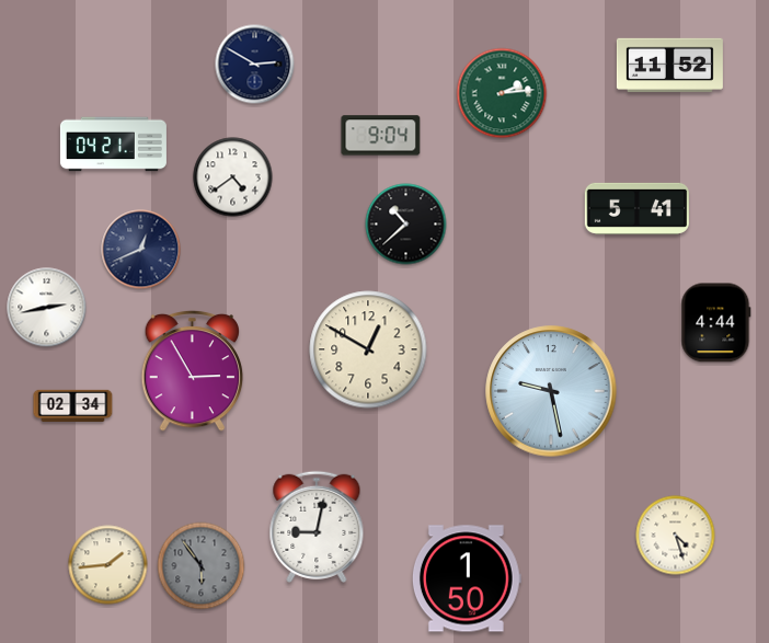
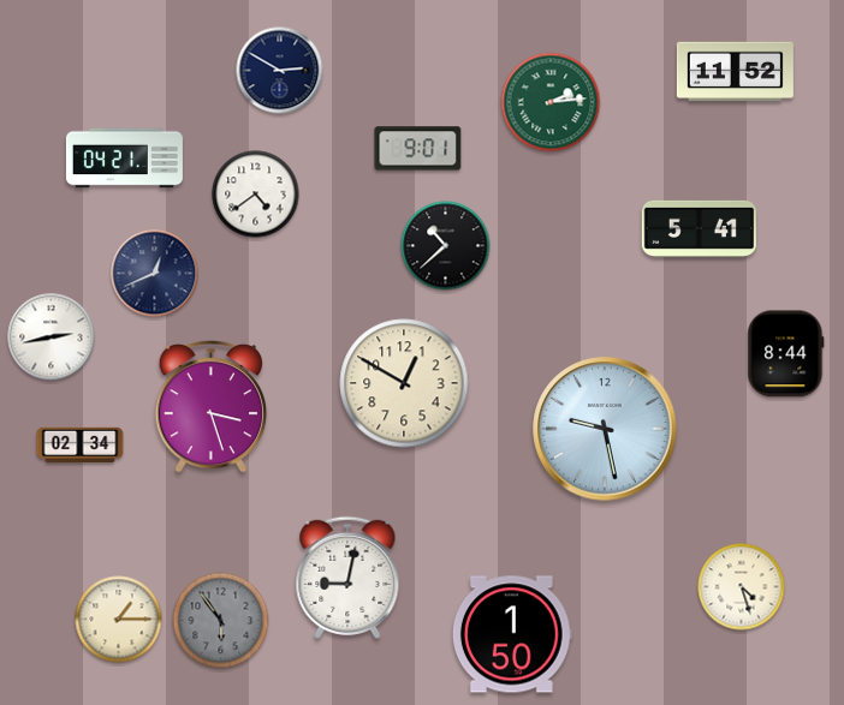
clock at (381, 136): 9:04 -> 9:01
clock at (716, 323): 4:44 -> 8:44
clock at (193, 370): 2:55 -> 3:27
clock at (108, 565): 1:44 -> 1:15
